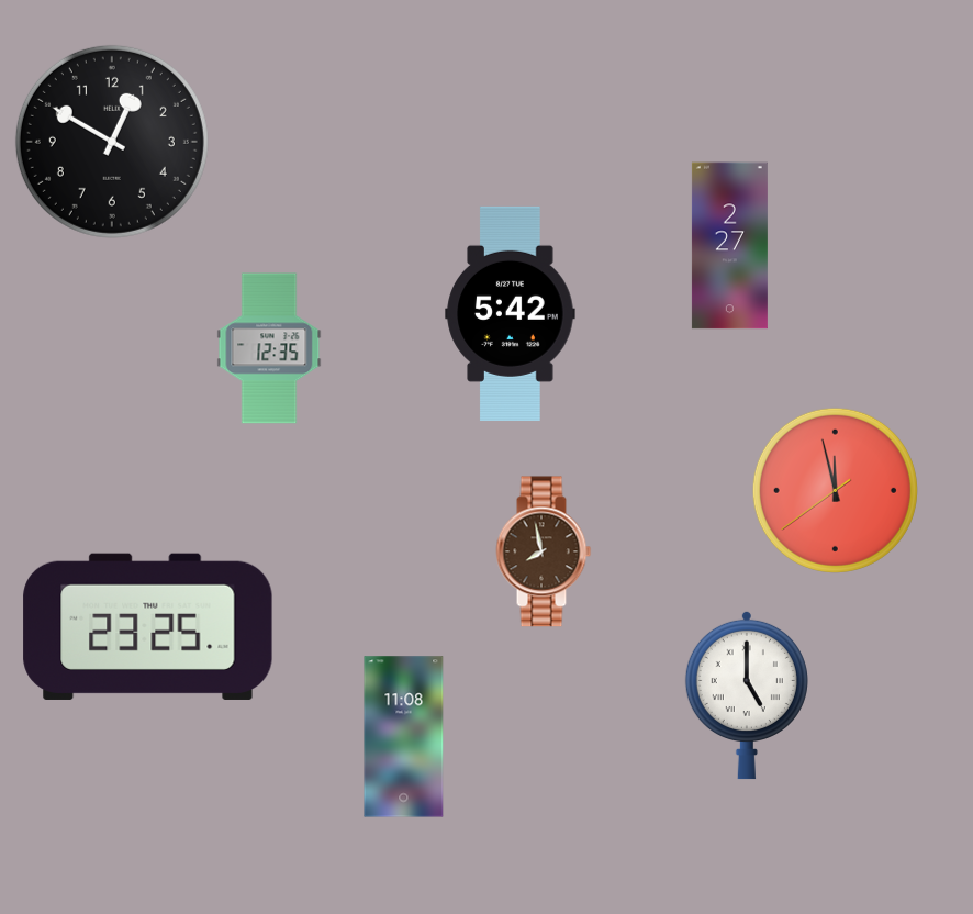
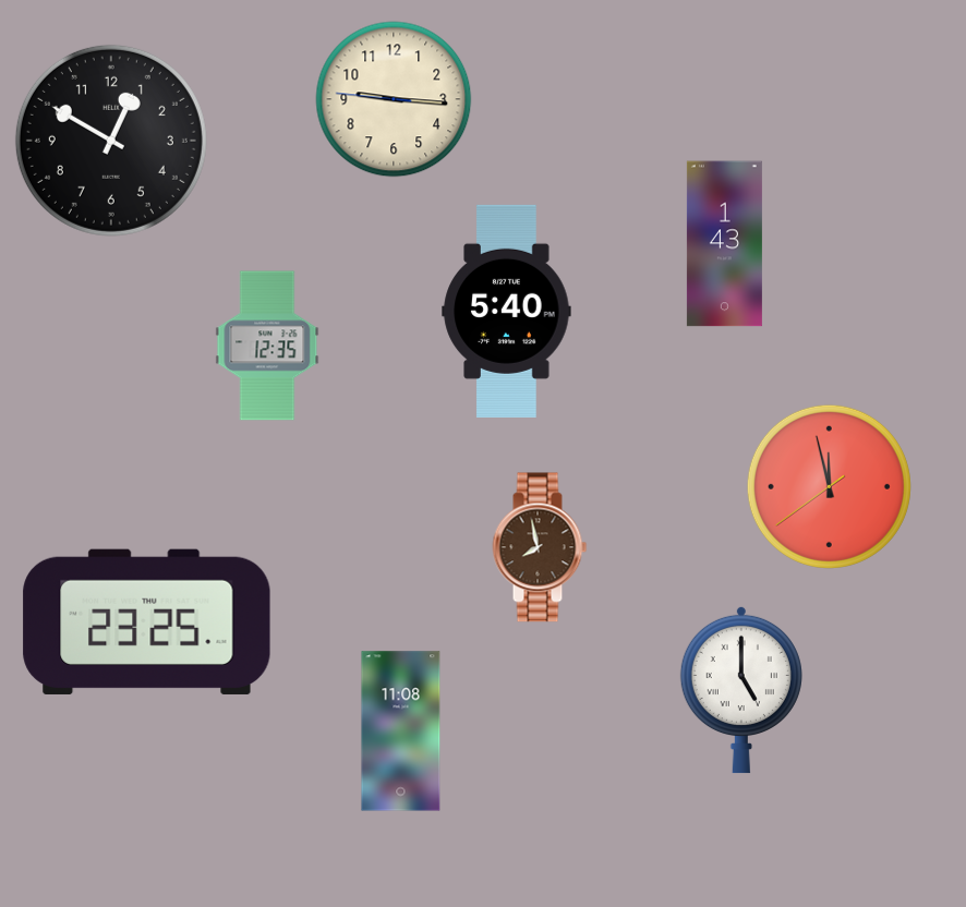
clock at (394, 99): none -> 9:15
clock at (729, 246): 2:27 -> 1:43
clock at (511, 313): 5:42 -> 5:40
